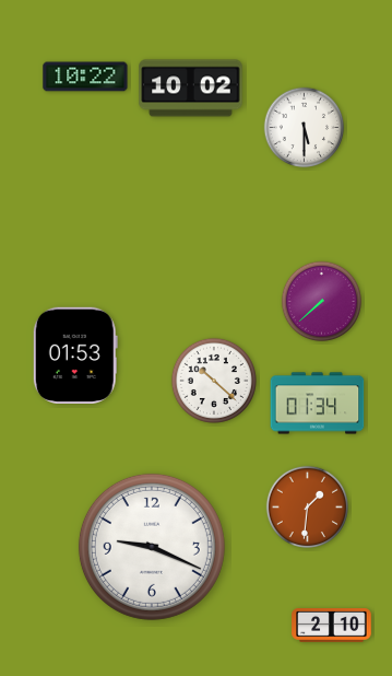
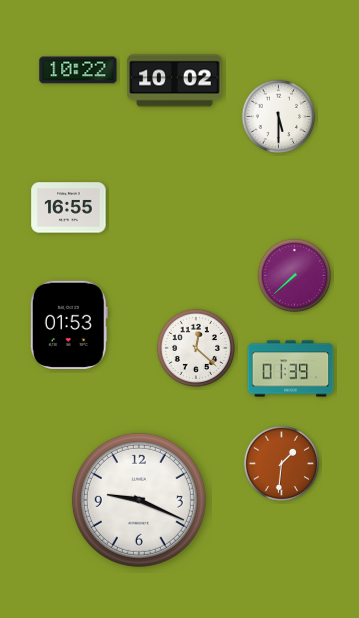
clock at (69, 208): none -> 16:55
clock at (214, 381): 10:22 -> 12:22
clock at (318, 404): 01:34 -> 01:39
clock at (332, 626): 2:10 -> none
